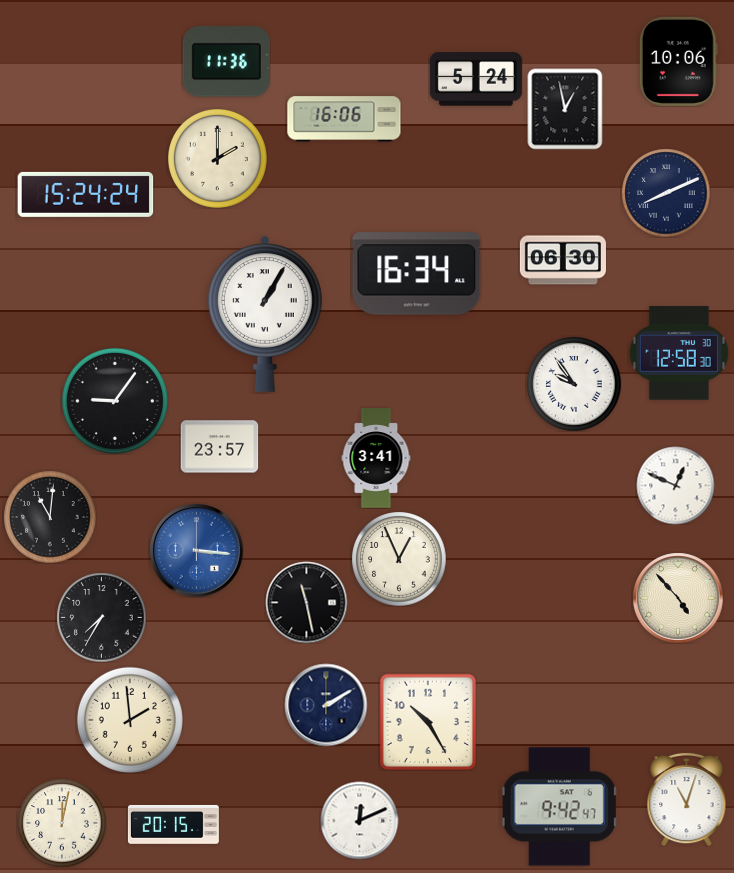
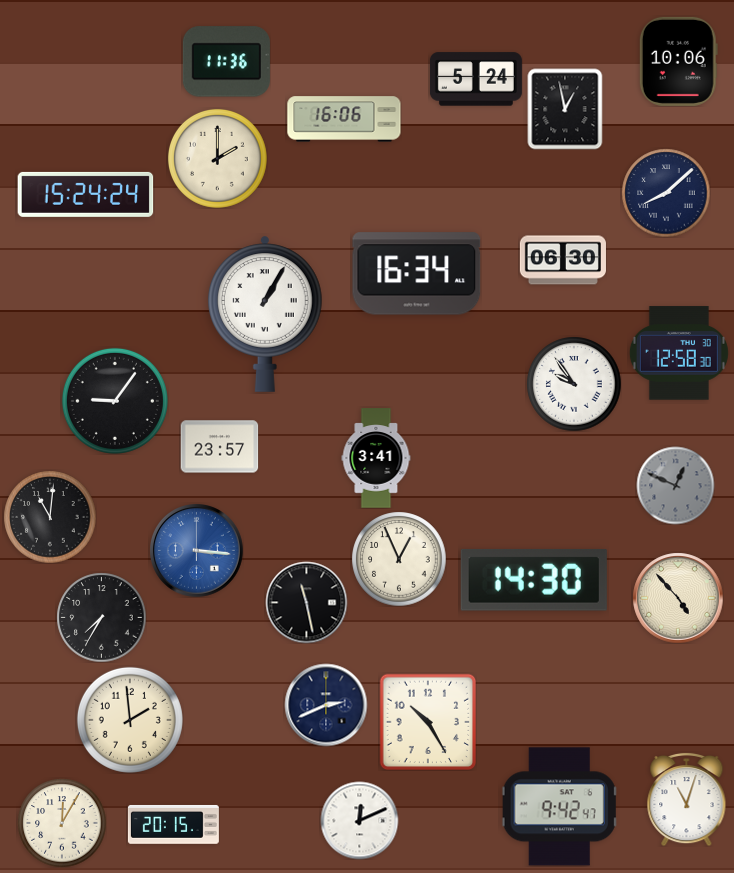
clock at (666, 193): 8:11 -> 8:08
clock at (675, 485) dial: white -> grey
clock at (534, 580): none -> 14:30
clock at (326, 705): 2:10 -> 2:41
clock at (62, 823): 12:02 -> 12:05
